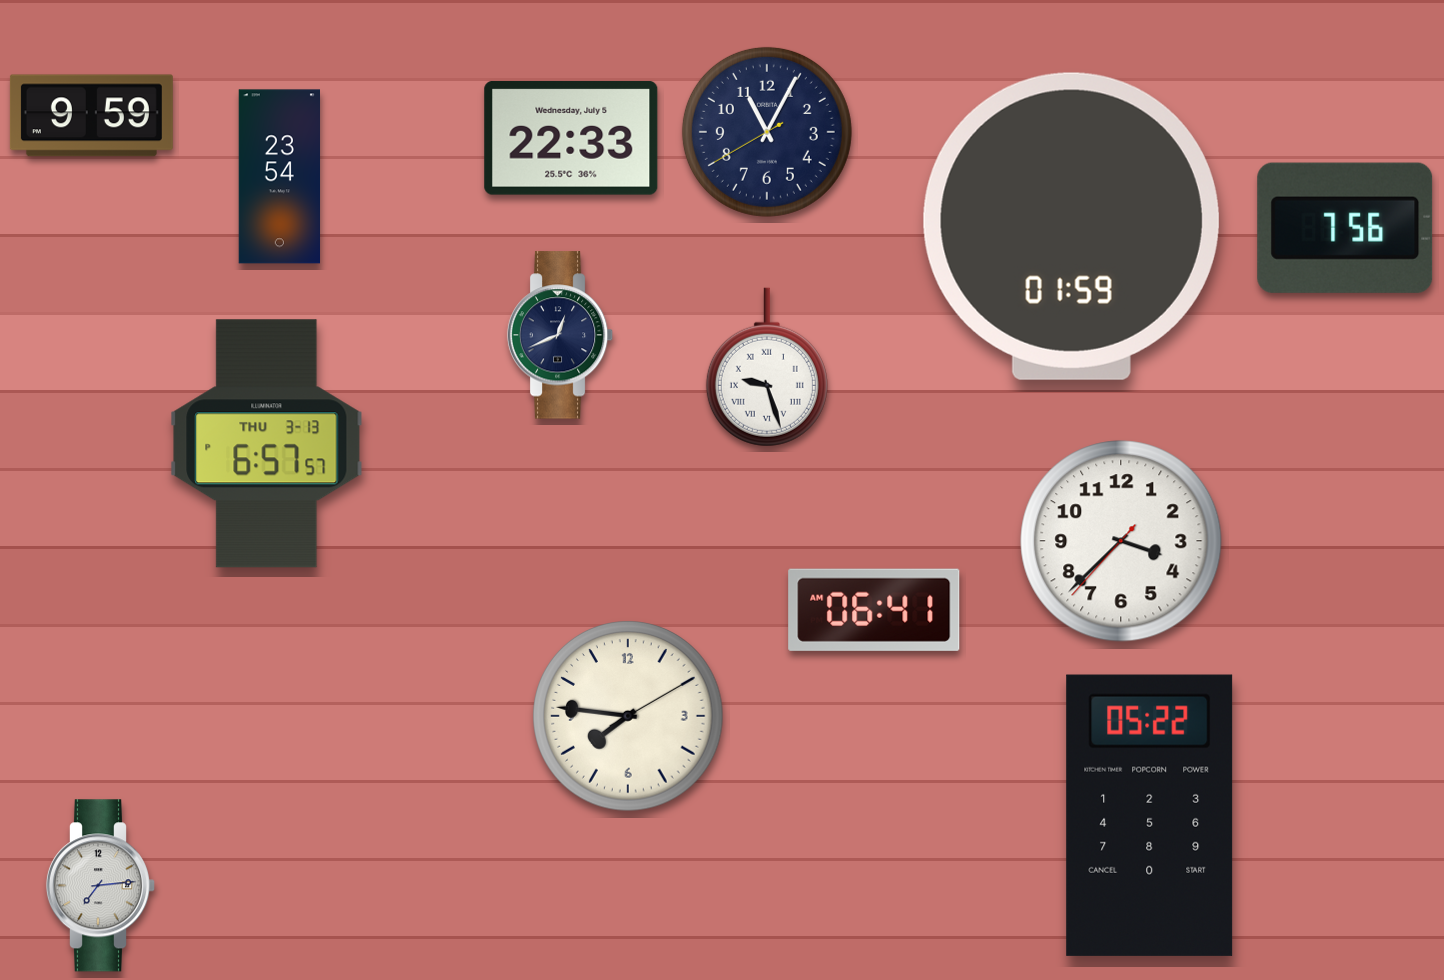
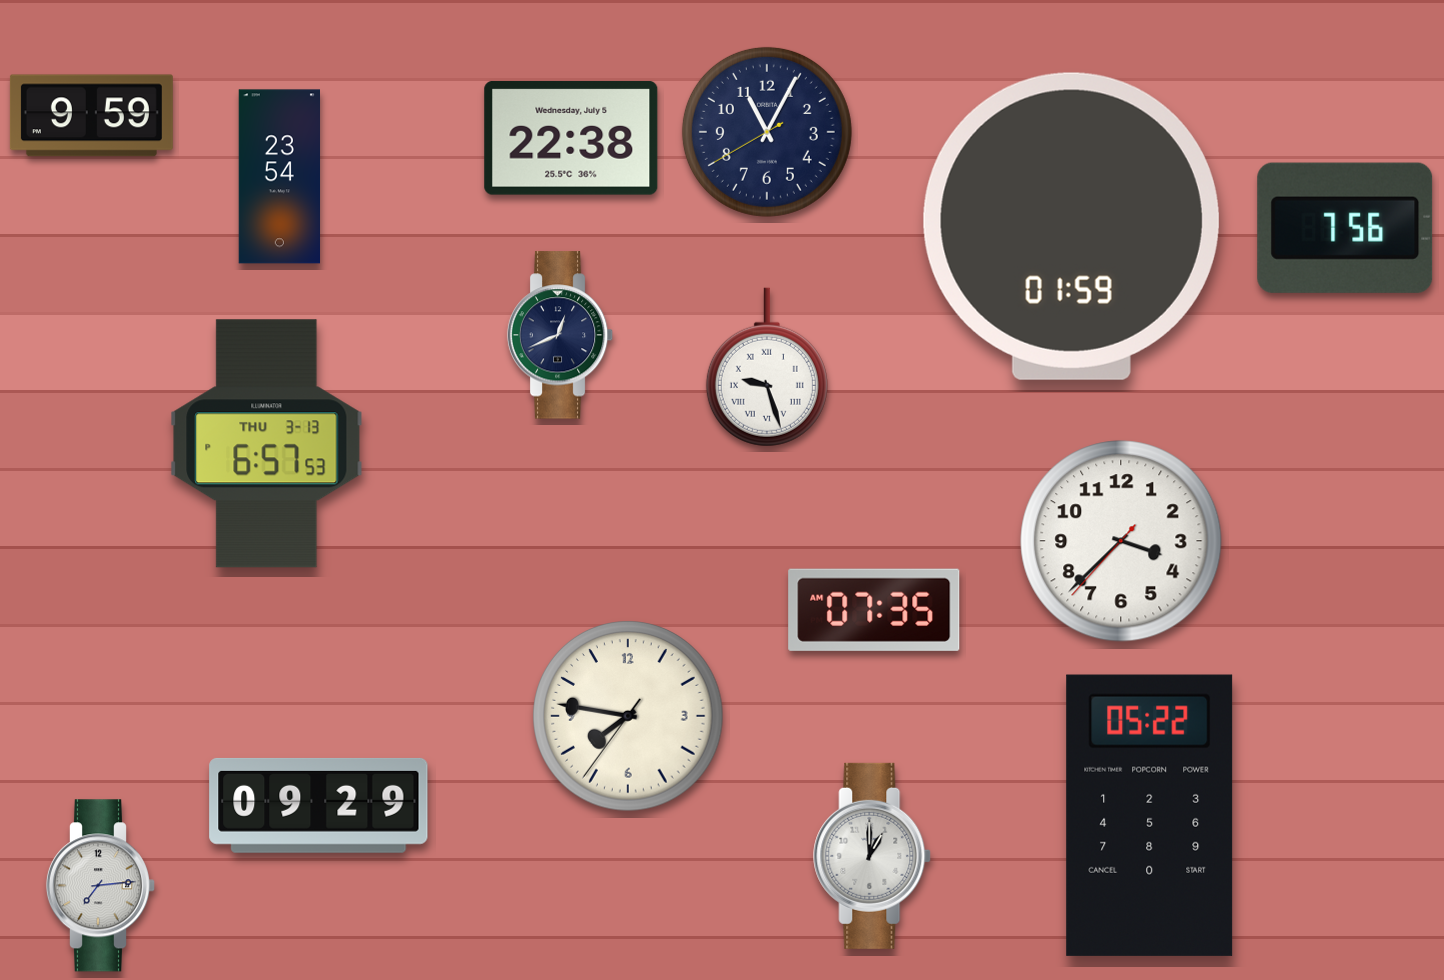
clock at (571, 138): 22:33 -> 22:38
clock at (267, 444): 6:57:57 -> 6:57:53
clock at (874, 610): 06:41 -> 07:35
clock at (628, 716): 7:46:10 -> 7:46:36
clock at (319, 805): none -> 09:29
clock at (873, 856): none -> 1:00
